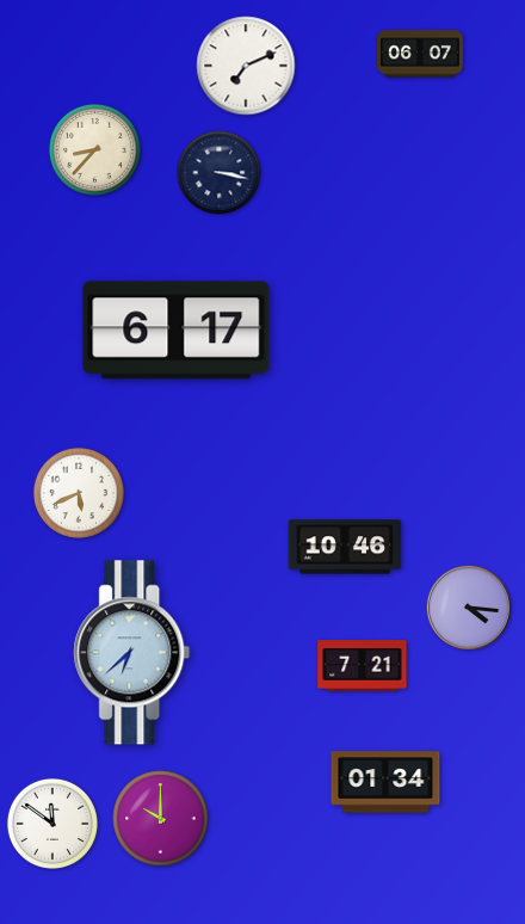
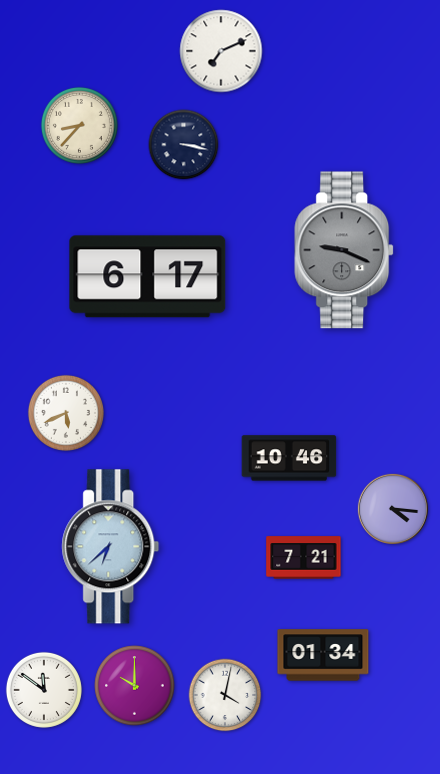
clock at (421, 54): 06:07 -> none
clock at (246, 66) position: (246, 66) -> (221, 51)
clock at (345, 250): none -> 9:19
clock at (225, 695): none -> 4:02
